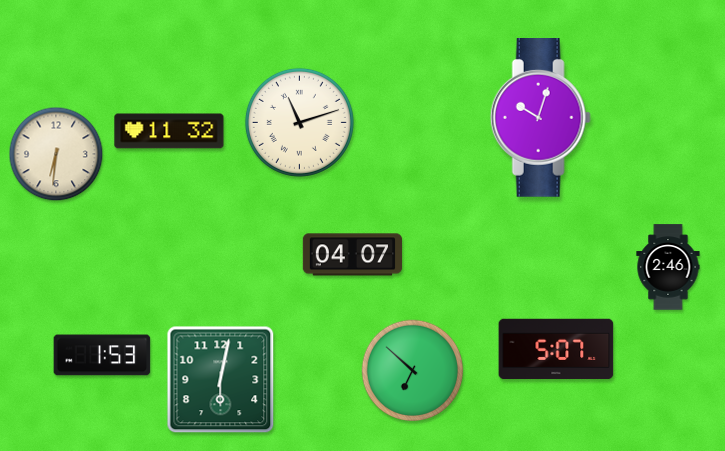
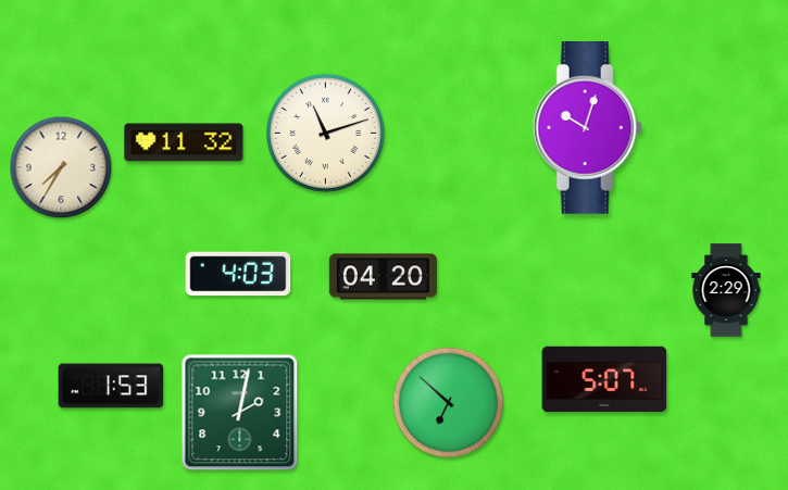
clock at (56, 154): 6:31 -> 7:35
clock at (238, 274): none -> 4:03
clock at (352, 255): 04:07 -> 04:20
clock at (668, 267): 2:46 -> 2:29
clock at (221, 380): 6:02 -> 2:02
